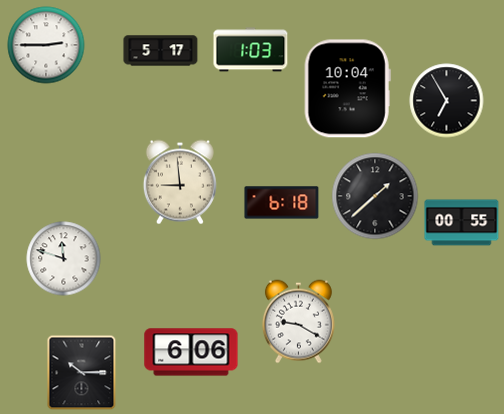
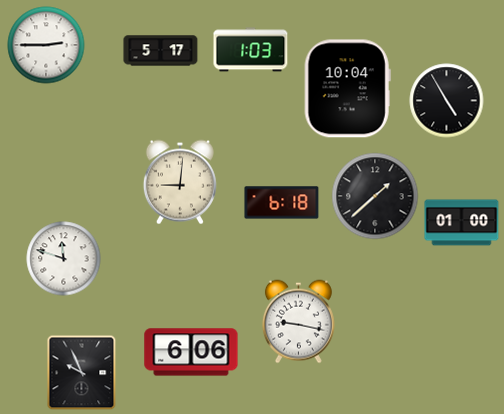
clock at (447, 101): 6:55 -> 4:55
clock at (180, 182): 8:59 -> 9:01
clock at (462, 223): 00:55 -> 01:00
clock at (298, 322): 9:20 -> 9:17
clock at (82, 373): 10:15 -> 9:56
